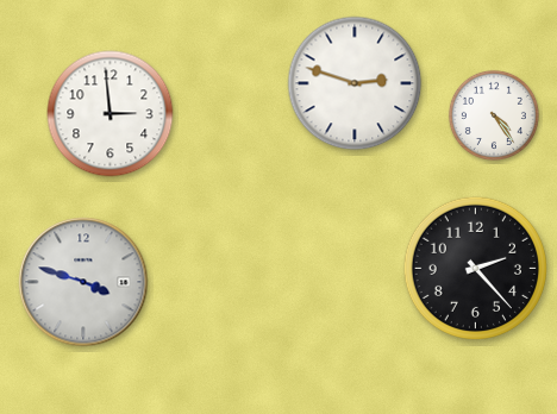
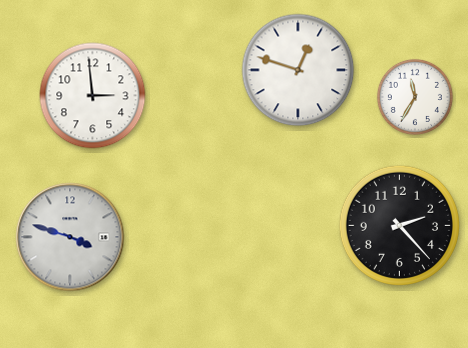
clock at (355, 83): 2:48 -> 12:48
clock at (494, 115): 4:24 -> 11:35
